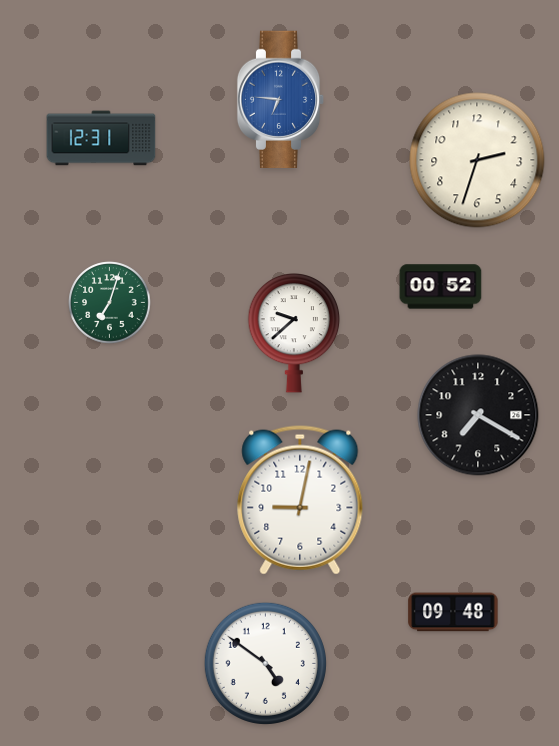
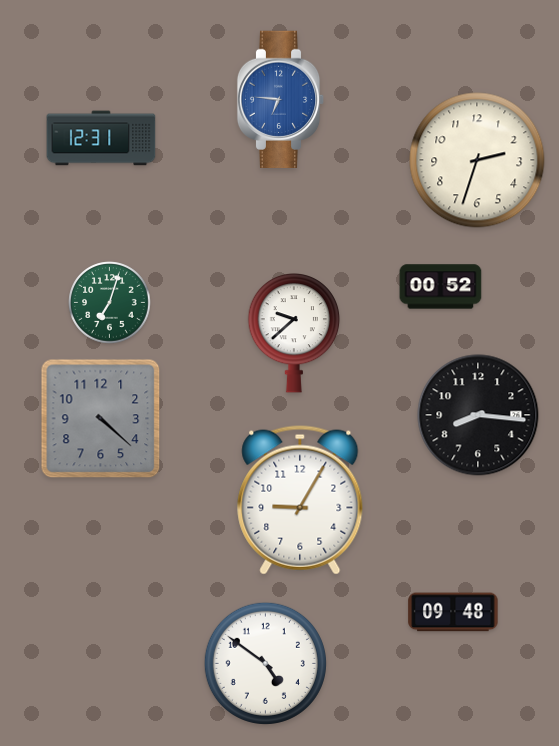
clock at (478, 415): 7:20 -> 8:16
clock at (101, 419): none -> 4:22
clock at (300, 500): 9:02 -> 9:05
